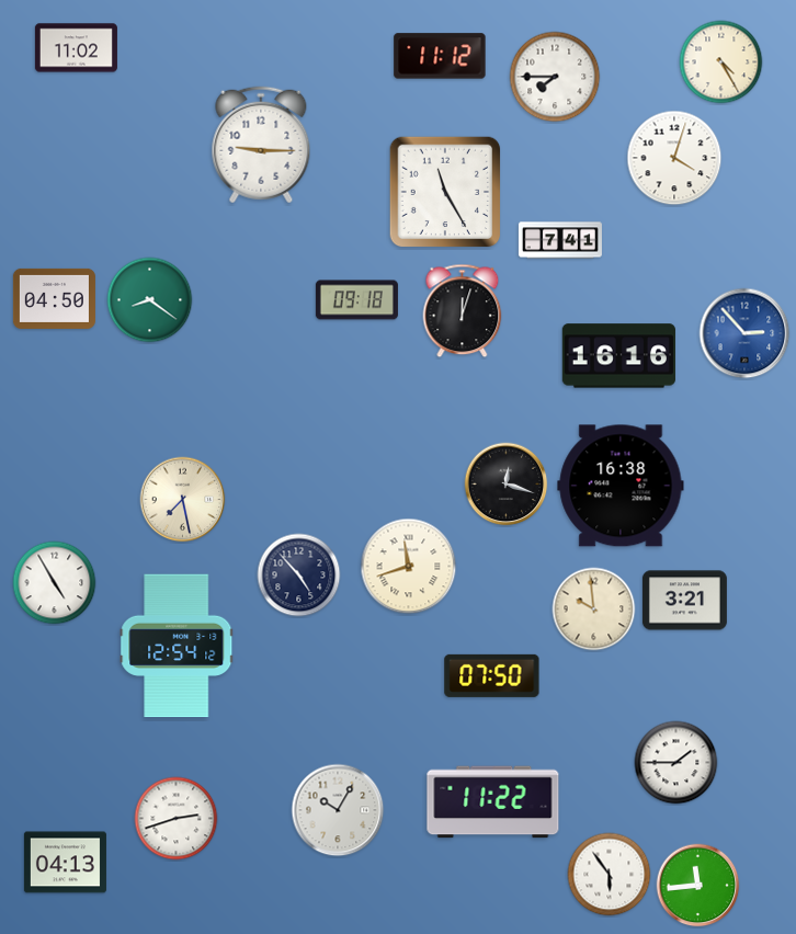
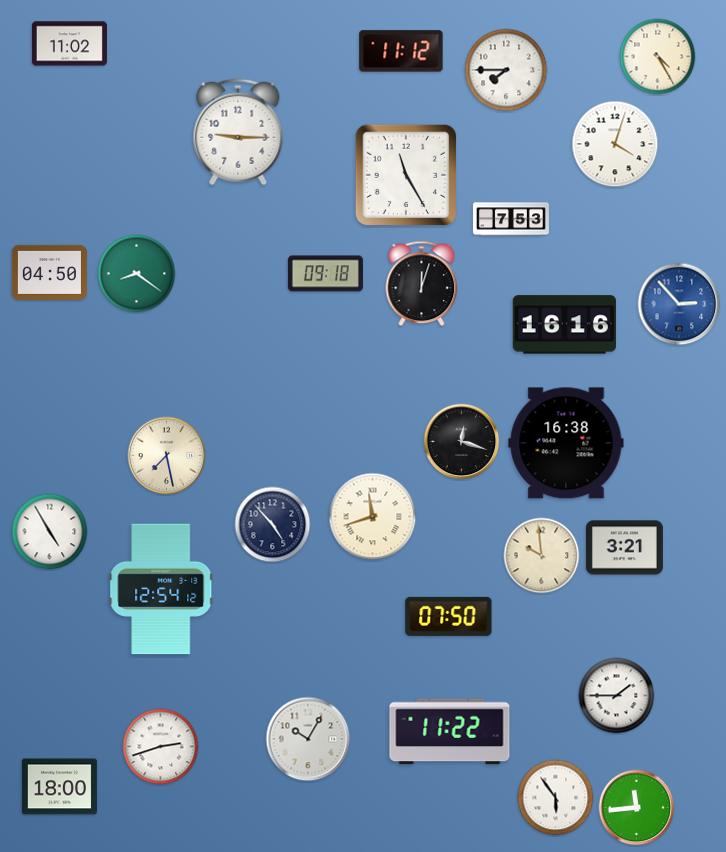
clock at (560, 240): 7:41 -> 7:53
clock at (65, 863): 04:13 -> 18:00
